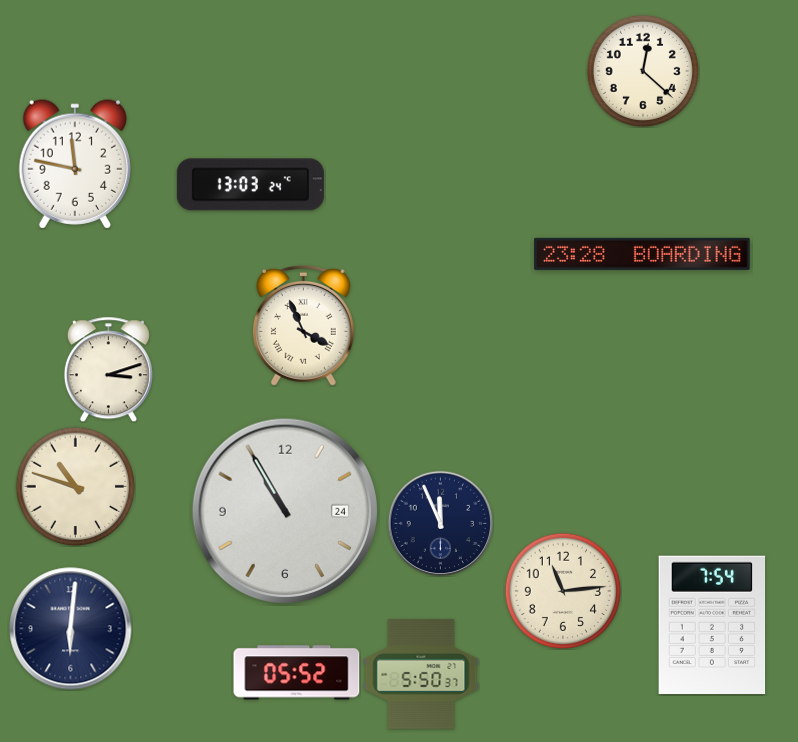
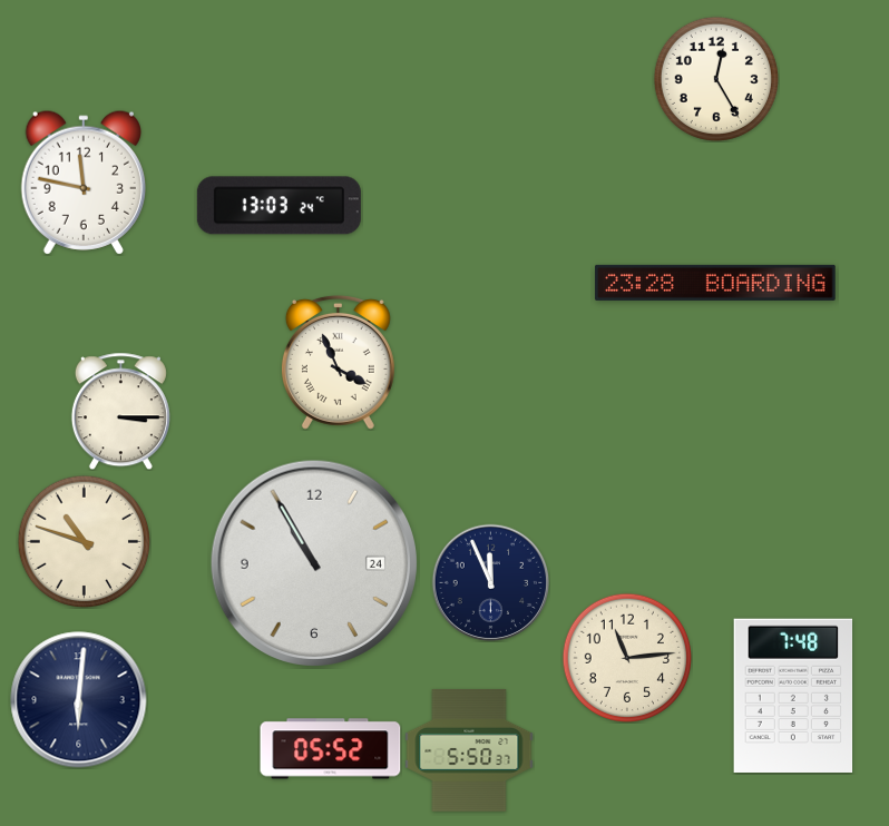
clock at (643, 71): 12:22 -> 12:25
clock at (108, 369): 3:12 -> 3:15
clock at (285, 511) position: (285, 511) -> (314, 563)
clock at (712, 624): 7:54 -> 7:48
